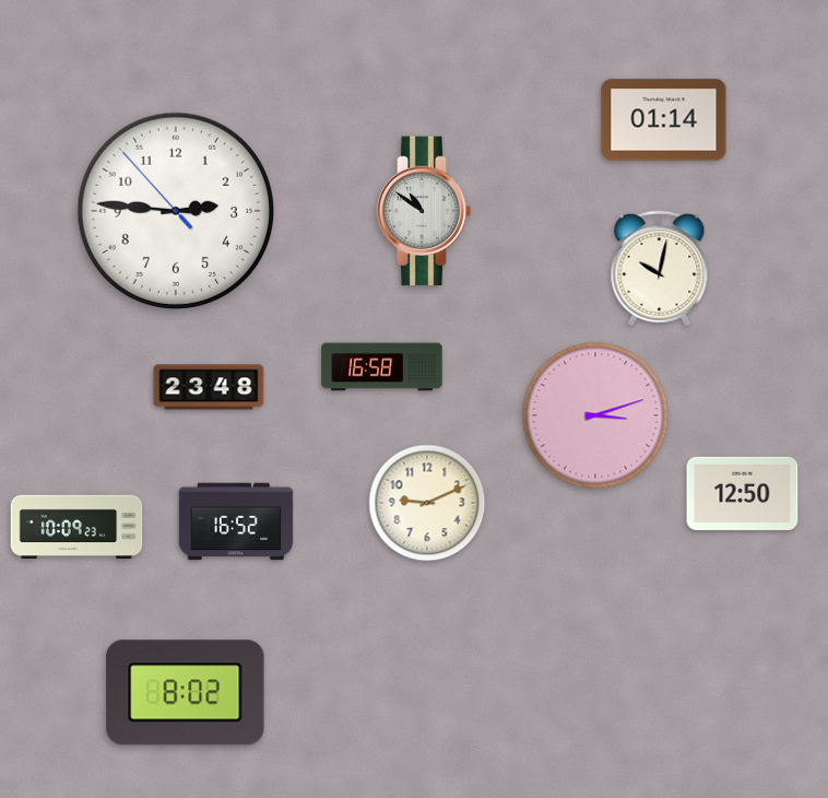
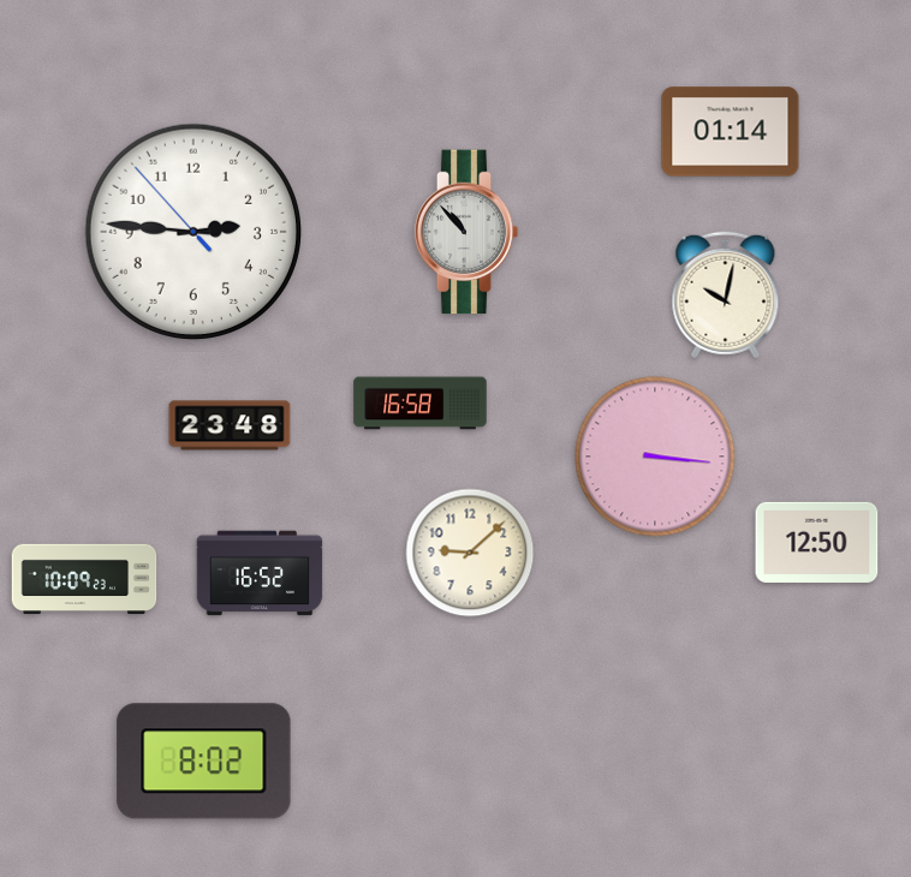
clock at (424, 211): 10:51 -> 10:53
clock at (595, 415): 3:12 -> 3:16
clock at (427, 503): 9:11 -> 9:08
